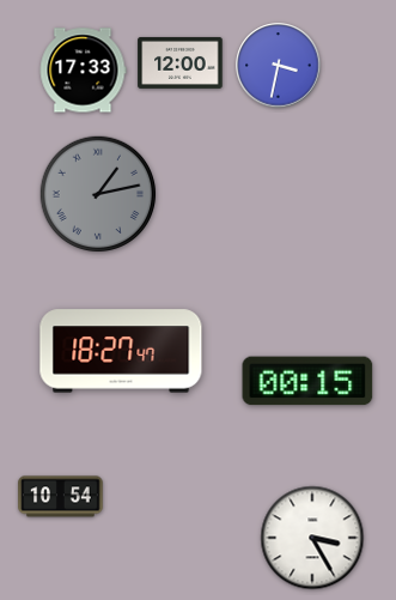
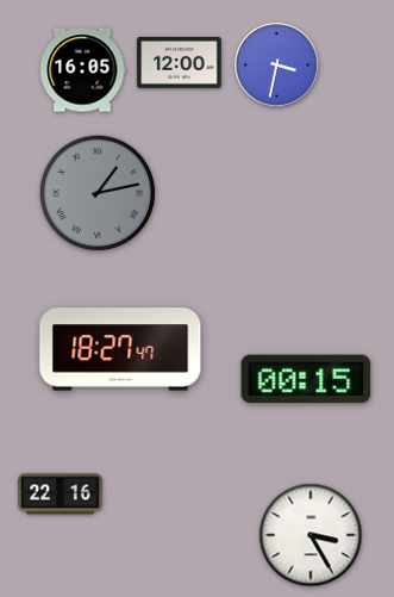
clock at (83, 71): 17:33 -> 16:05
clock at (61, 497): 10:54 -> 22:16
